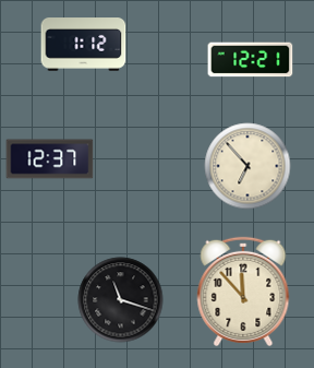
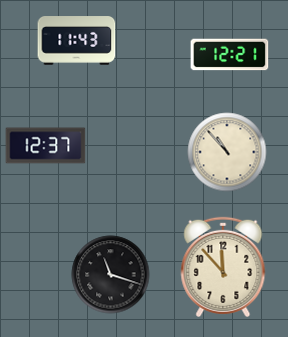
clock at (83, 45): 1:12 -> 11:43
clock at (247, 166): 6:53 -> 10:53
